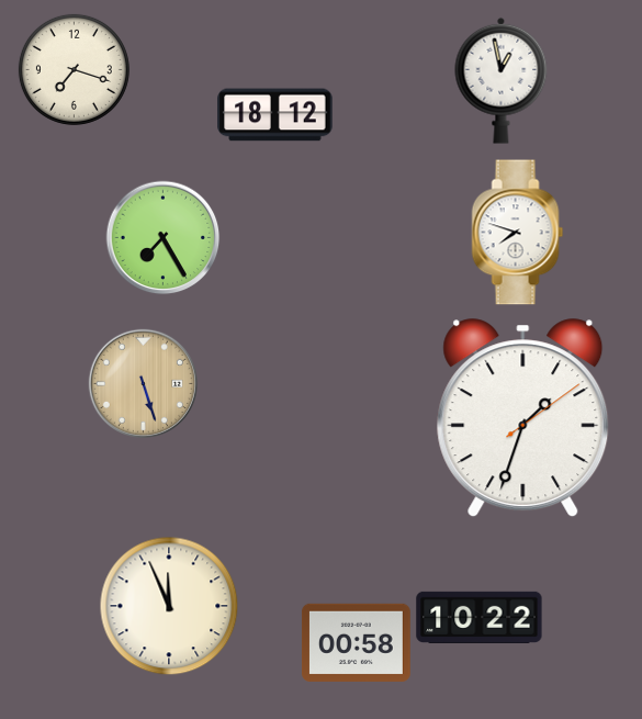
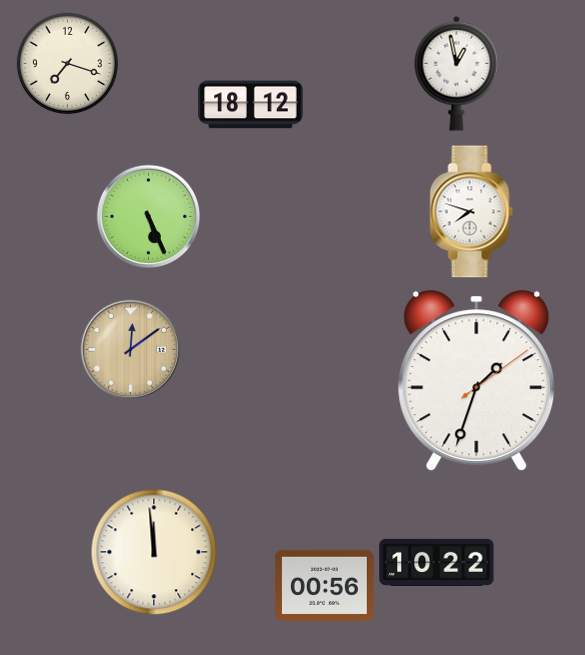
clock at (162, 237): 7:25 -> 5:26
clock at (143, 383): 5:27 -> 12:09
clock at (169, 606): 11:56 -> 11:59
clock at (356, 642): 00:58 -> 00:56
